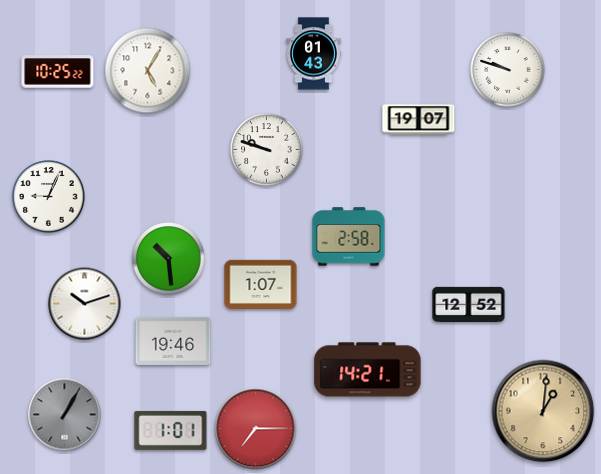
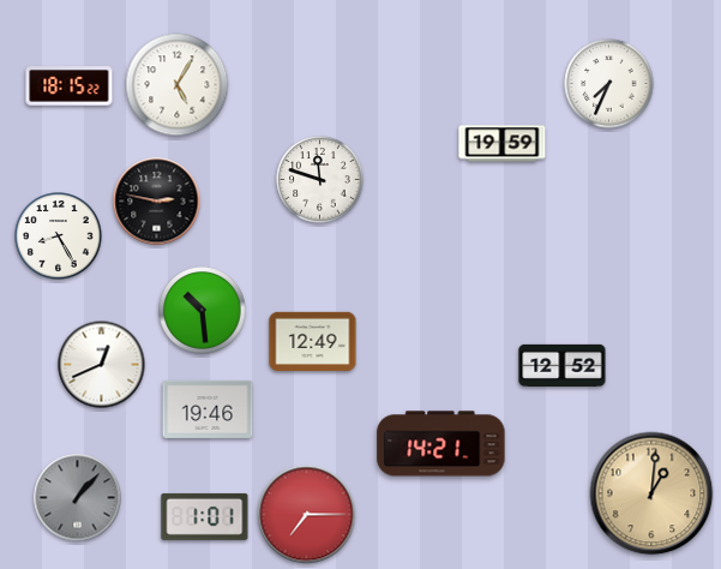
clock at (314, 54): 01:43 -> none
clock at (508, 70): 9:48 -> 7:34
clock at (58, 72): 10:25 -> 18:15
clock at (419, 120): 19:07 -> 19:59
clock at (267, 150): 9:48 -> 11:48
clock at (157, 202): none -> 2:47
clock at (49, 197): 9:04 -> 8:25
clock at (349, 237): 2:58 -> none
clock at (261, 284): 1:07 -> 12:49
clock at (85, 304): 10:12 -> 12:41
clock at (65, 415): 1:05 -> 1:07
